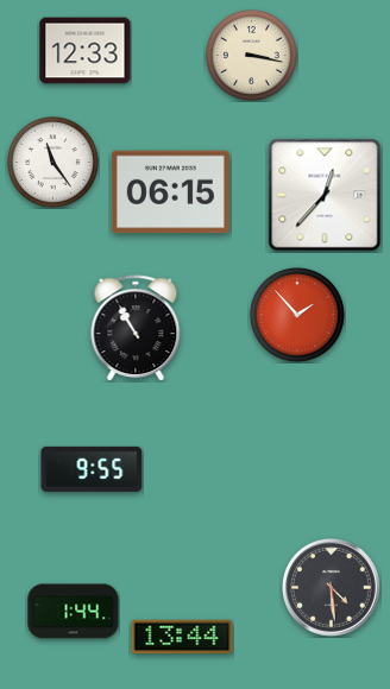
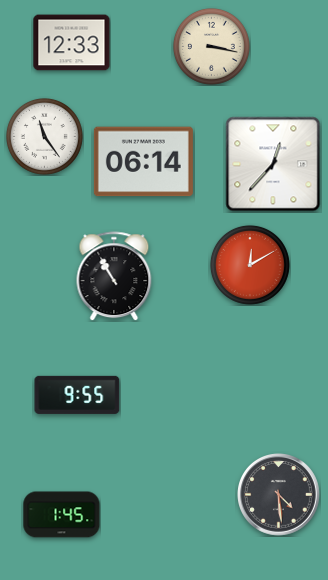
clock at (170, 192): 06:15 -> 06:14
clock at (297, 315): 1:53 -> 12:10
clock at (74, 612): 1:44 -> 1:45
clock at (182, 637): 13:44 -> none
